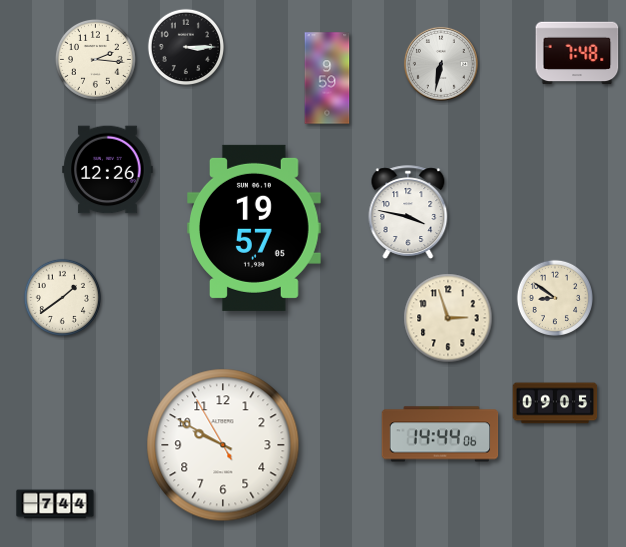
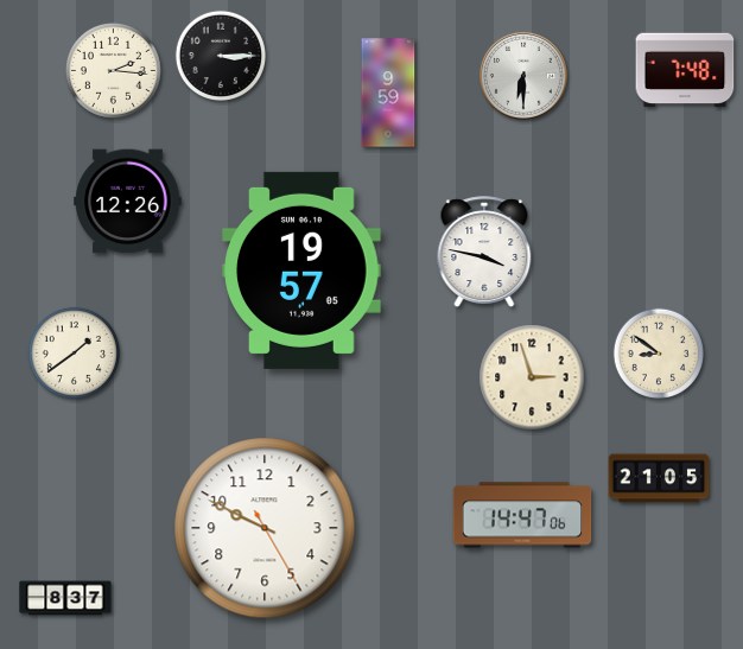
clock at (577, 53) position: (577, 53) -> (685, 70)
clock at (441, 64): 6:32 -> 6:30
clock at (555, 403): 09:05 -> 21:05
clock at (440, 434): 14:44 -> 14:47
clock at (223, 445): 9:49:55 -> 9:49:25
clock at (55, 504): 7:44 -> 8:37
